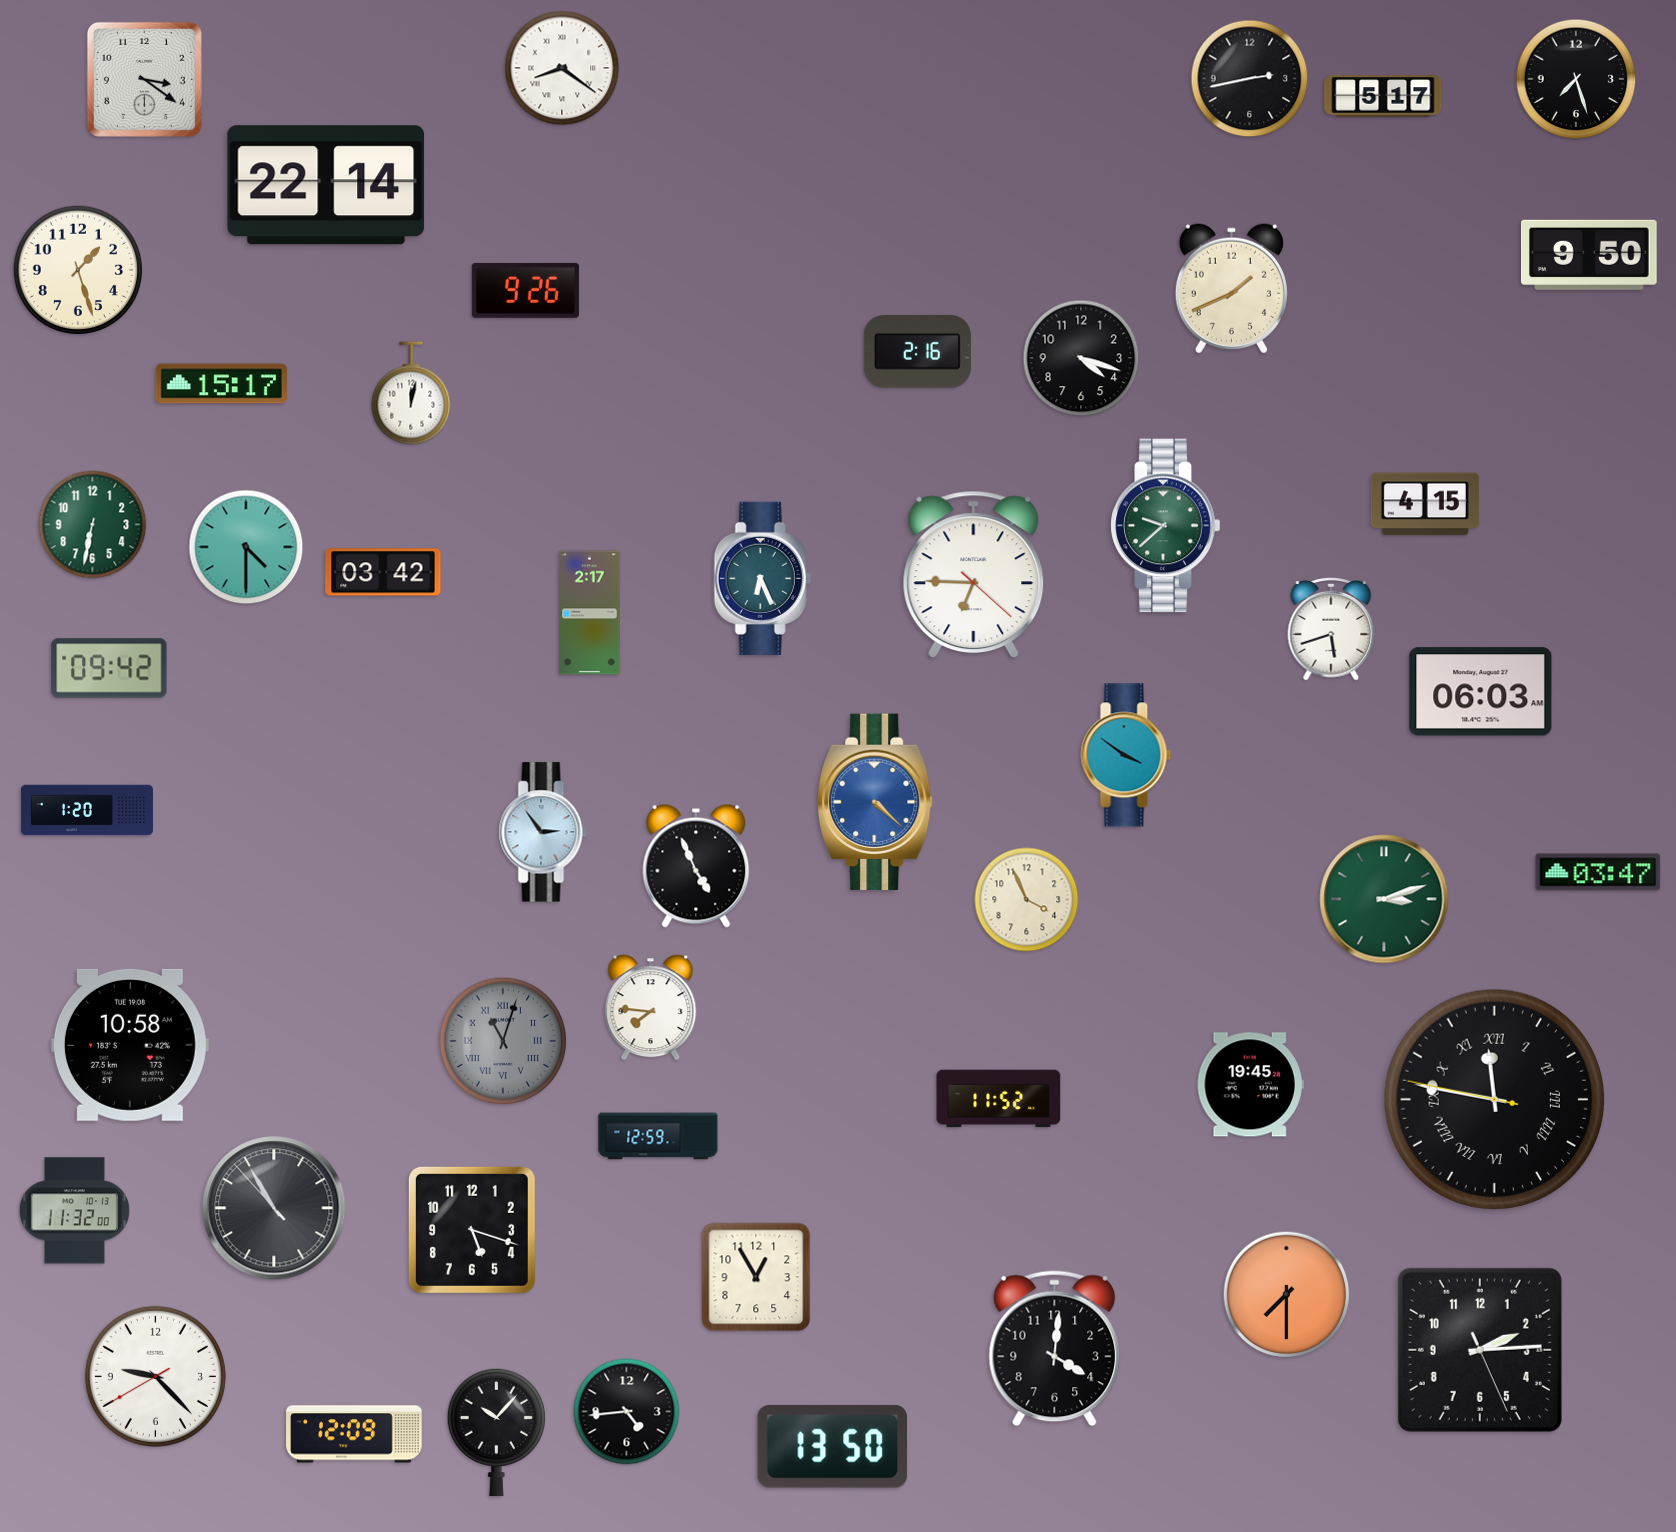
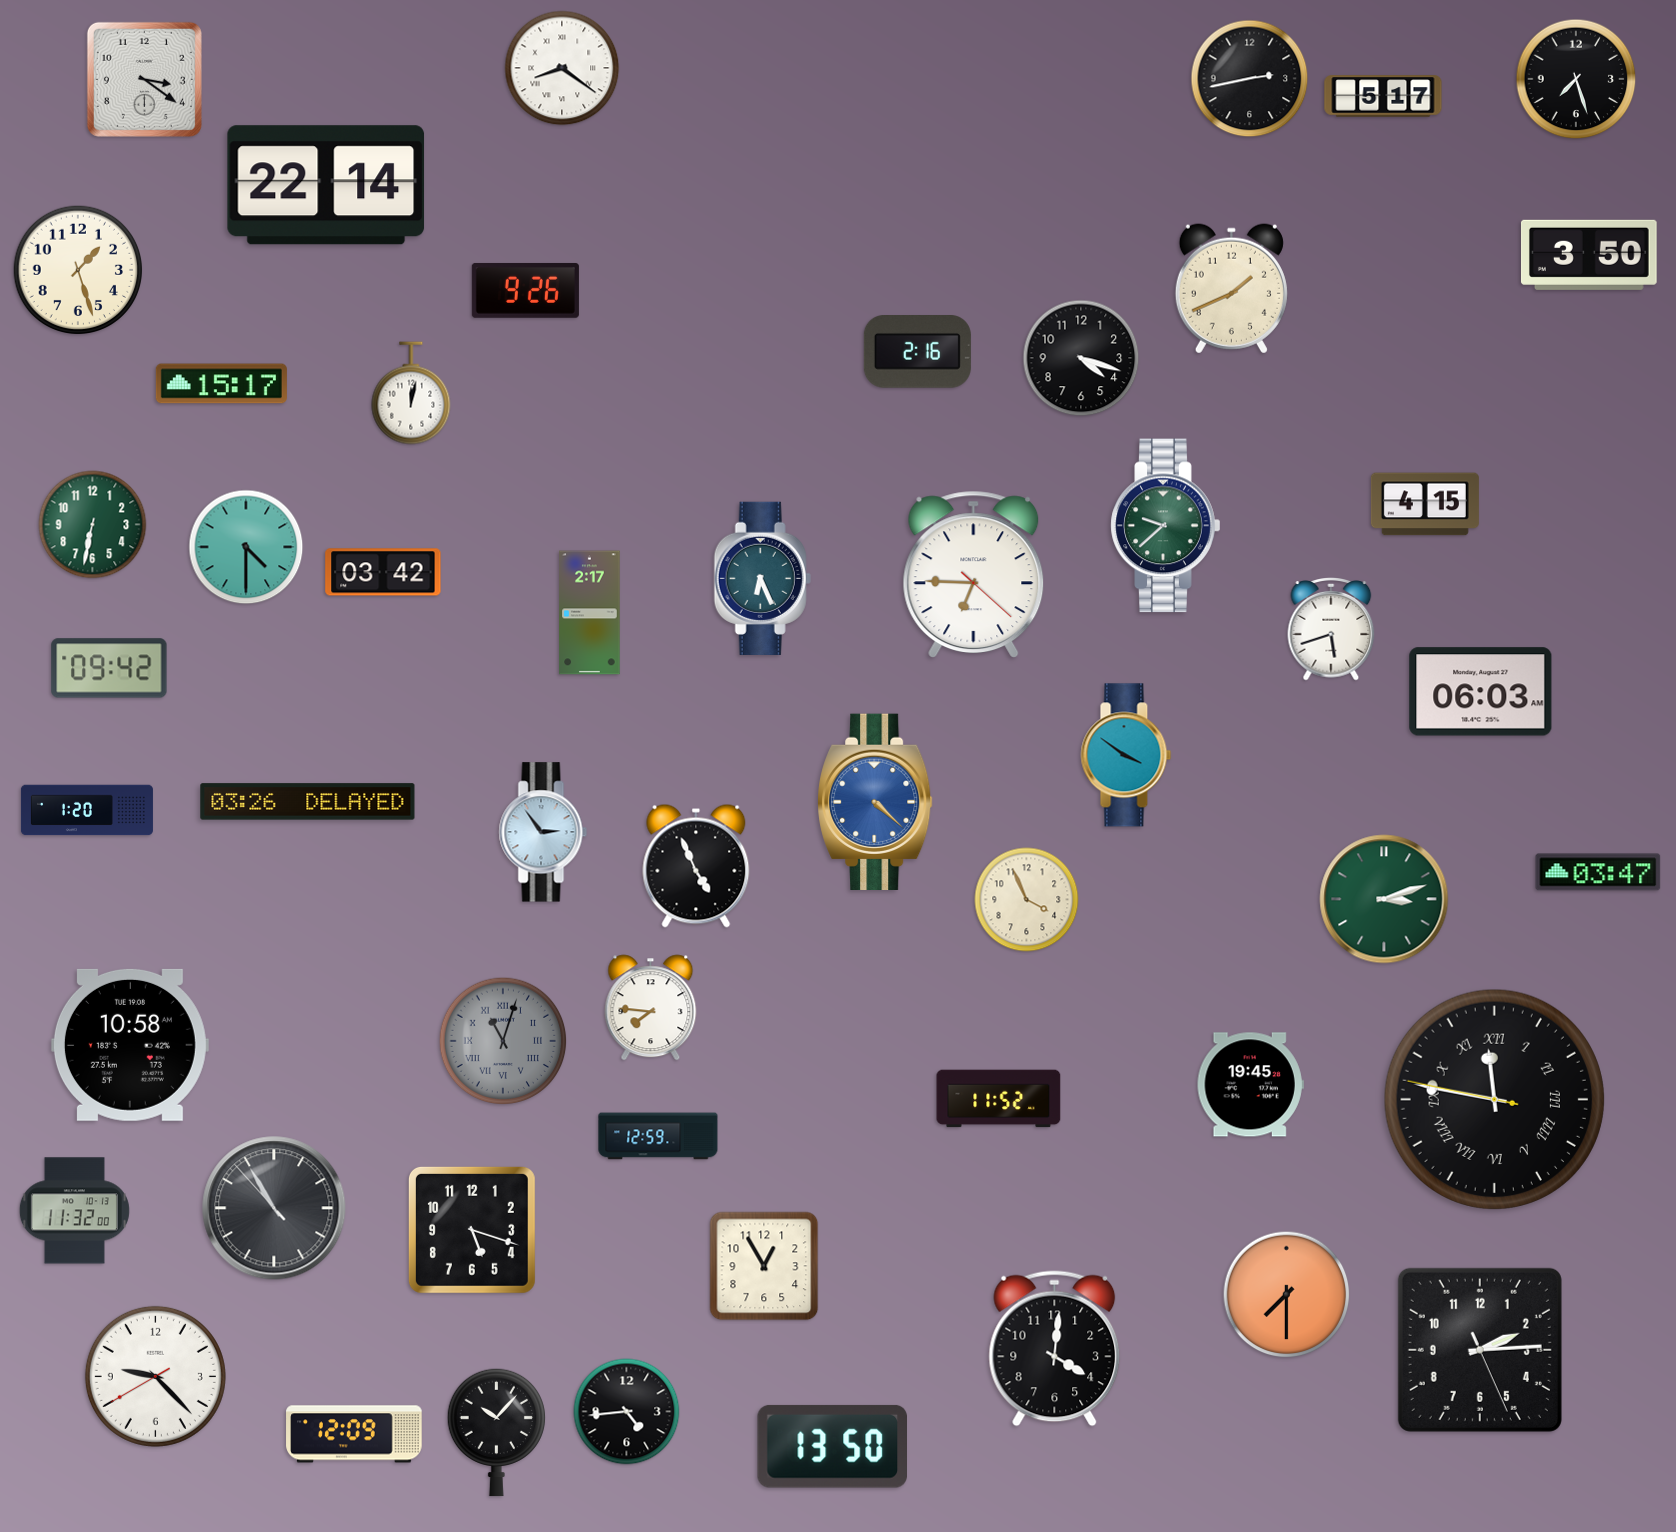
clock at (1589, 255): 9:50 -> 3:50
clock at (308, 802): none -> 03:26
clock at (756, 1277) position: (756, 1277) -> (764, 1266)
